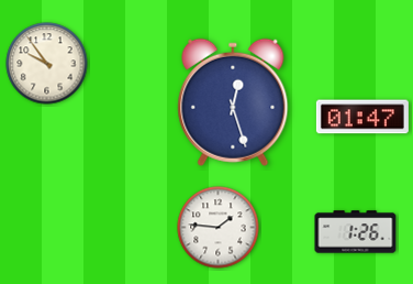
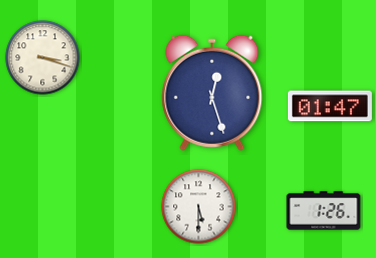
clock at (47, 64): 9:54 -> 3:18
clock at (219, 228): 1:46 -> 5:30
